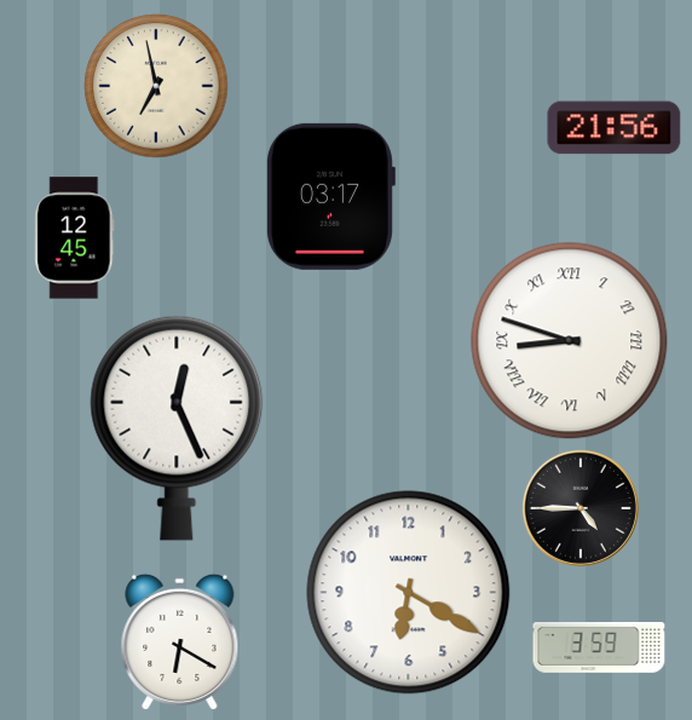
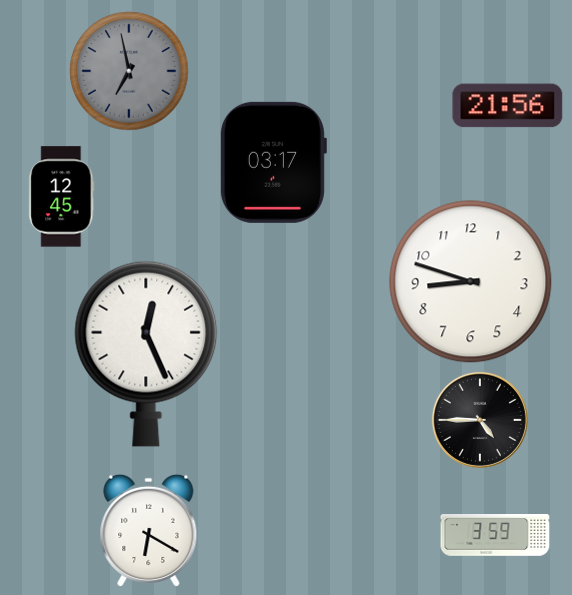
clock at (156, 86) dial: cream -> grey
clock at (570, 341) numerals: Roman -> Arabic
clock at (409, 593): 6:20 -> none
